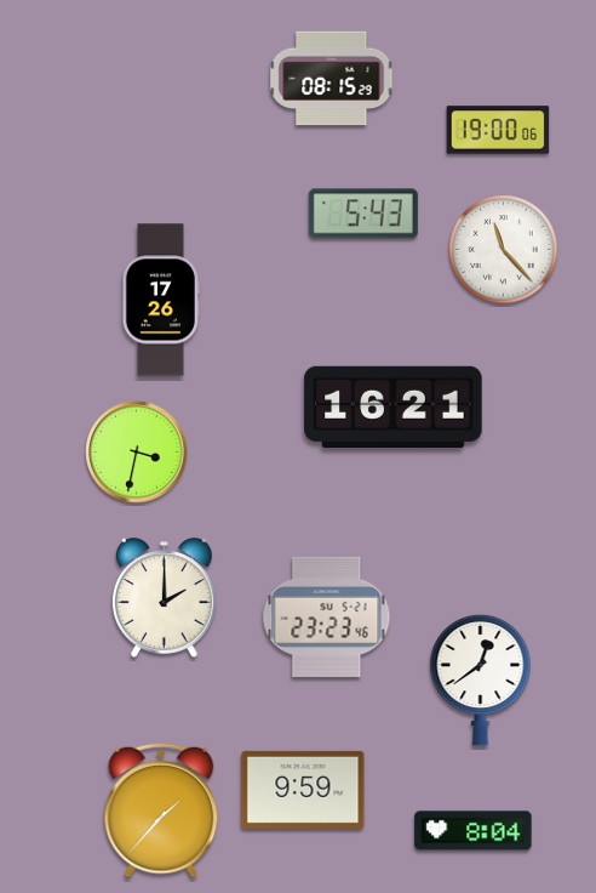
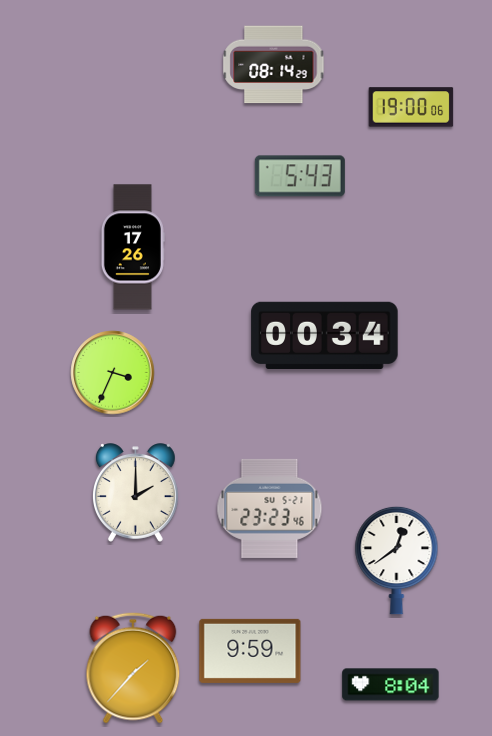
clock at (332, 79): 08:15 -> 08:14
clock at (504, 250): 11:23 -> none
clock at (394, 408): 16:21 -> 00:34
clock at (137, 453): 3:32 -> 3:34
